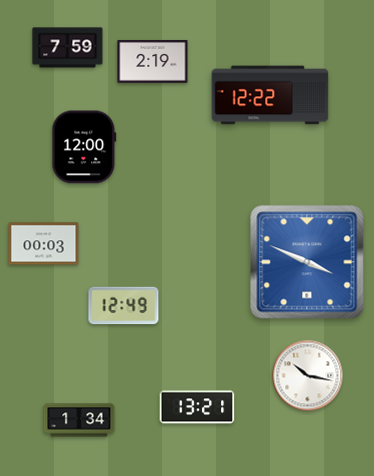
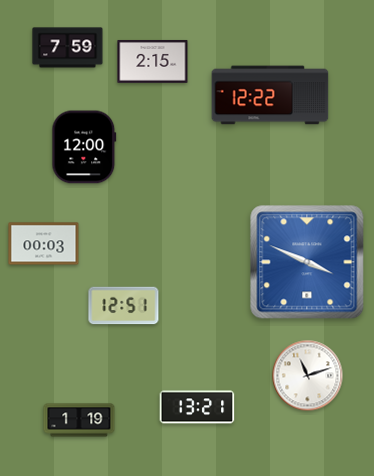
clock at (153, 62): 2:19 -> 2:15
clock at (124, 306): 12:49 -> 12:51
clock at (308, 376): 10:17 -> 11:12
clock at (79, 420): 1:34 -> 1:19
